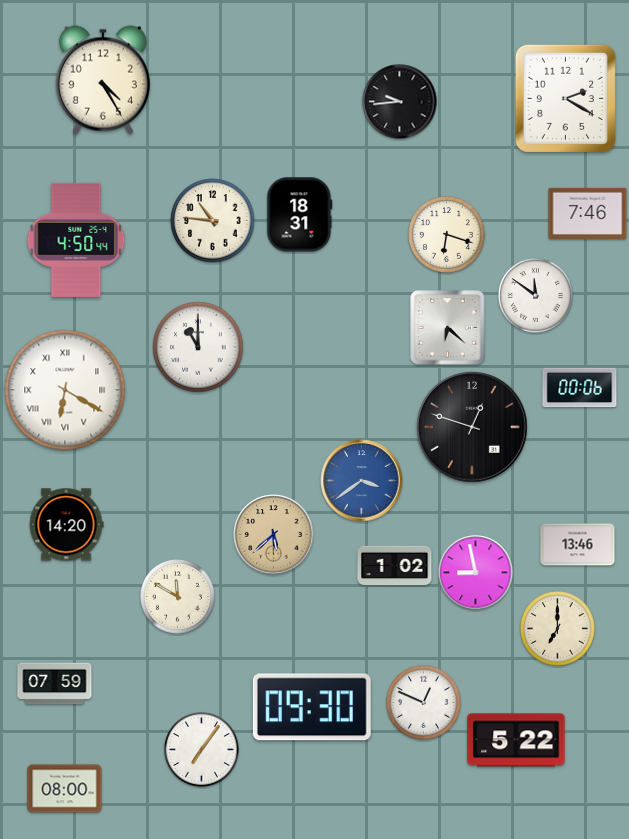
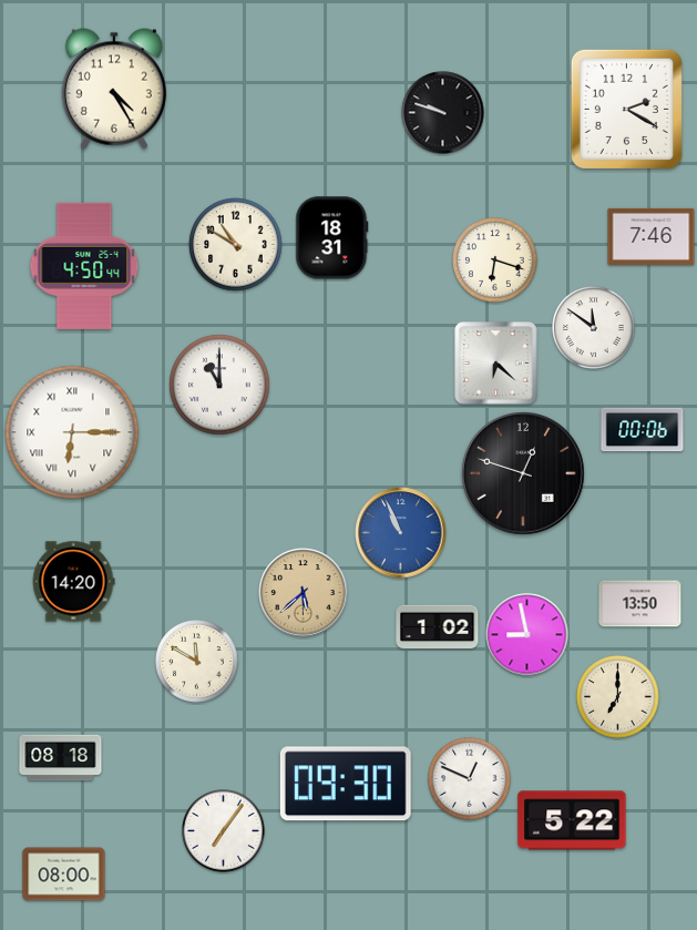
clock at (400, 102): 9:44 -> 9:48
clock at (213, 221): 10:46 -> 10:50
clock at (65, 390): 6:20 -> 6:15
clock at (362, 481): 3:39 -> 10:56
clock at (578, 545): 13:46 -> 13:50
clock at (55, 684): 07:59 -> 08:18
clock at (65, 789) position: (65, 789) -> (64, 875)
